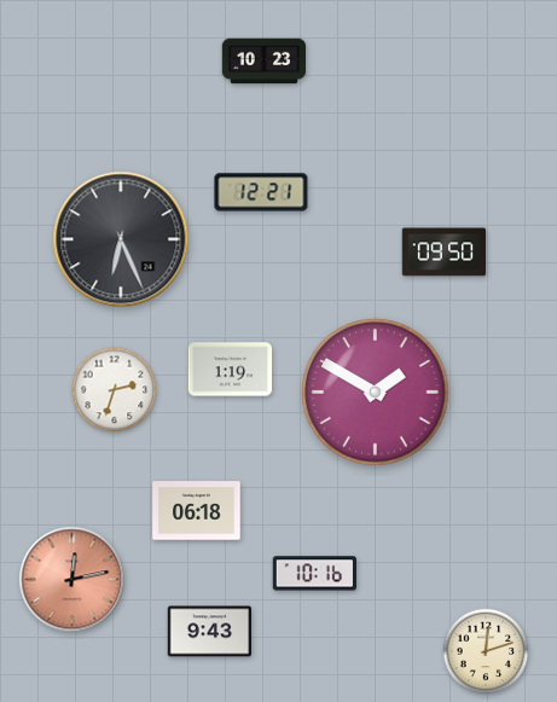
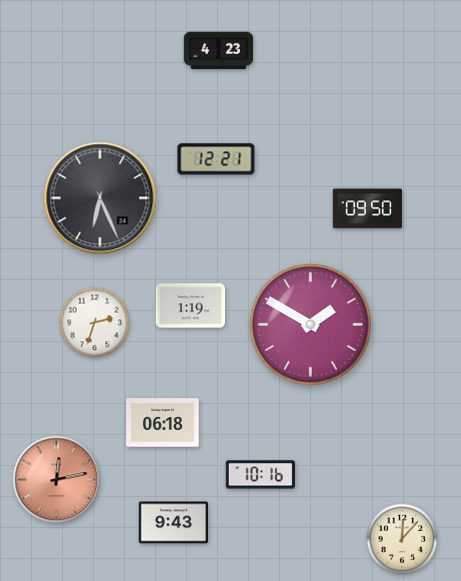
clock at (265, 62): 10:23 -> 4:23
clock at (72, 580) position: (72, 580) -> (57, 480)
clock at (486, 651): 12:12 -> 12:07
